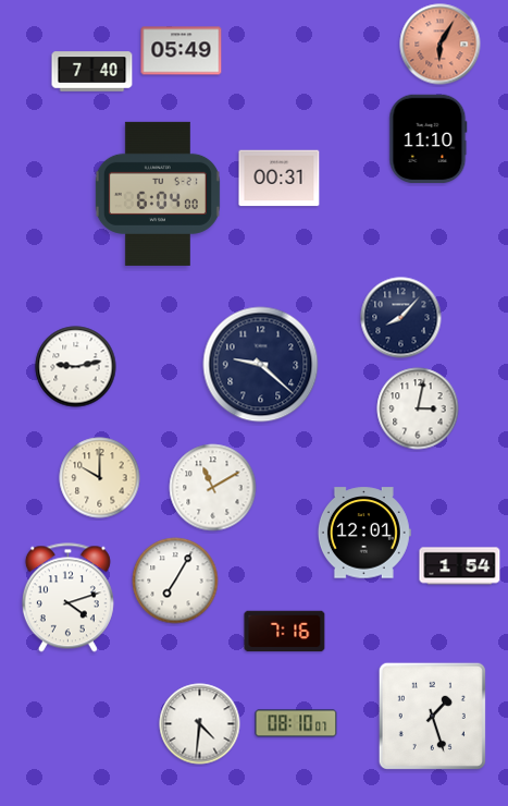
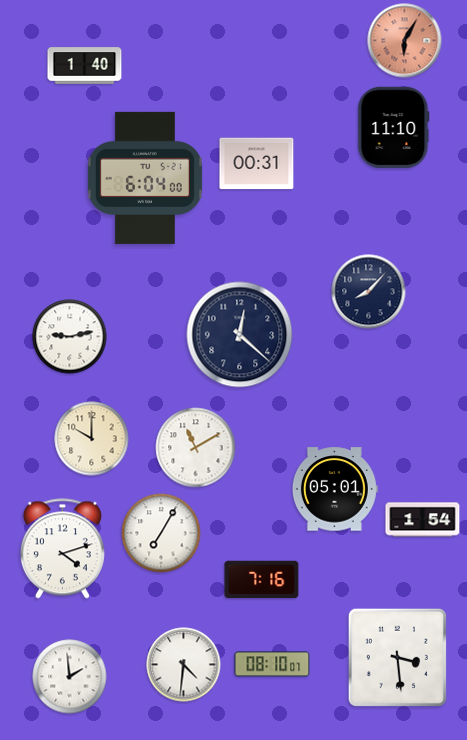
clock at (182, 51): 05:49 -> none
clock at (92, 72): 7:40 -> 1:40
clock at (261, 365): 9:22 -> 12:22
clock at (418, 408): 3:02 -> none
clock at (364, 533): 12:01 -> 05:01
clock at (432, 716): 1:27 -> 3:29
clock at (70, 677): none -> 1:59
